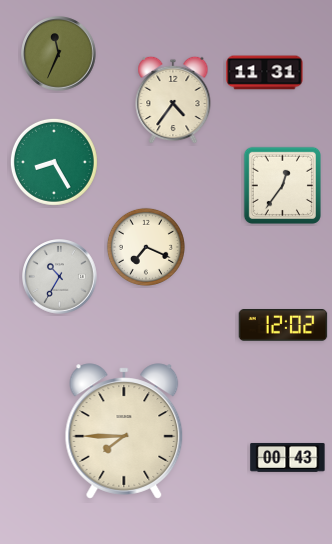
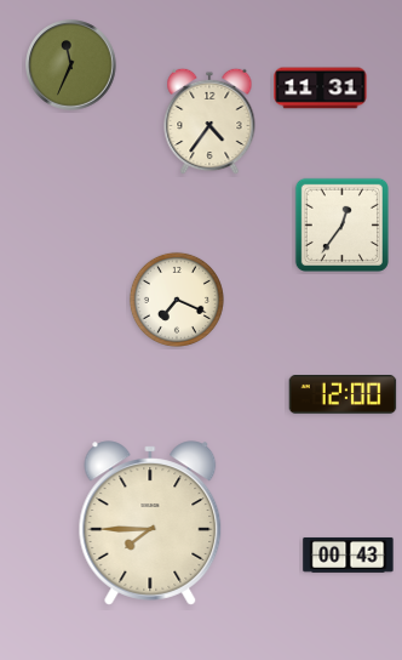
clock at (54, 162): 8:25 -> none
clock at (60, 277): 10:35 -> none
clock at (283, 326): 12:02 -> 12:00
